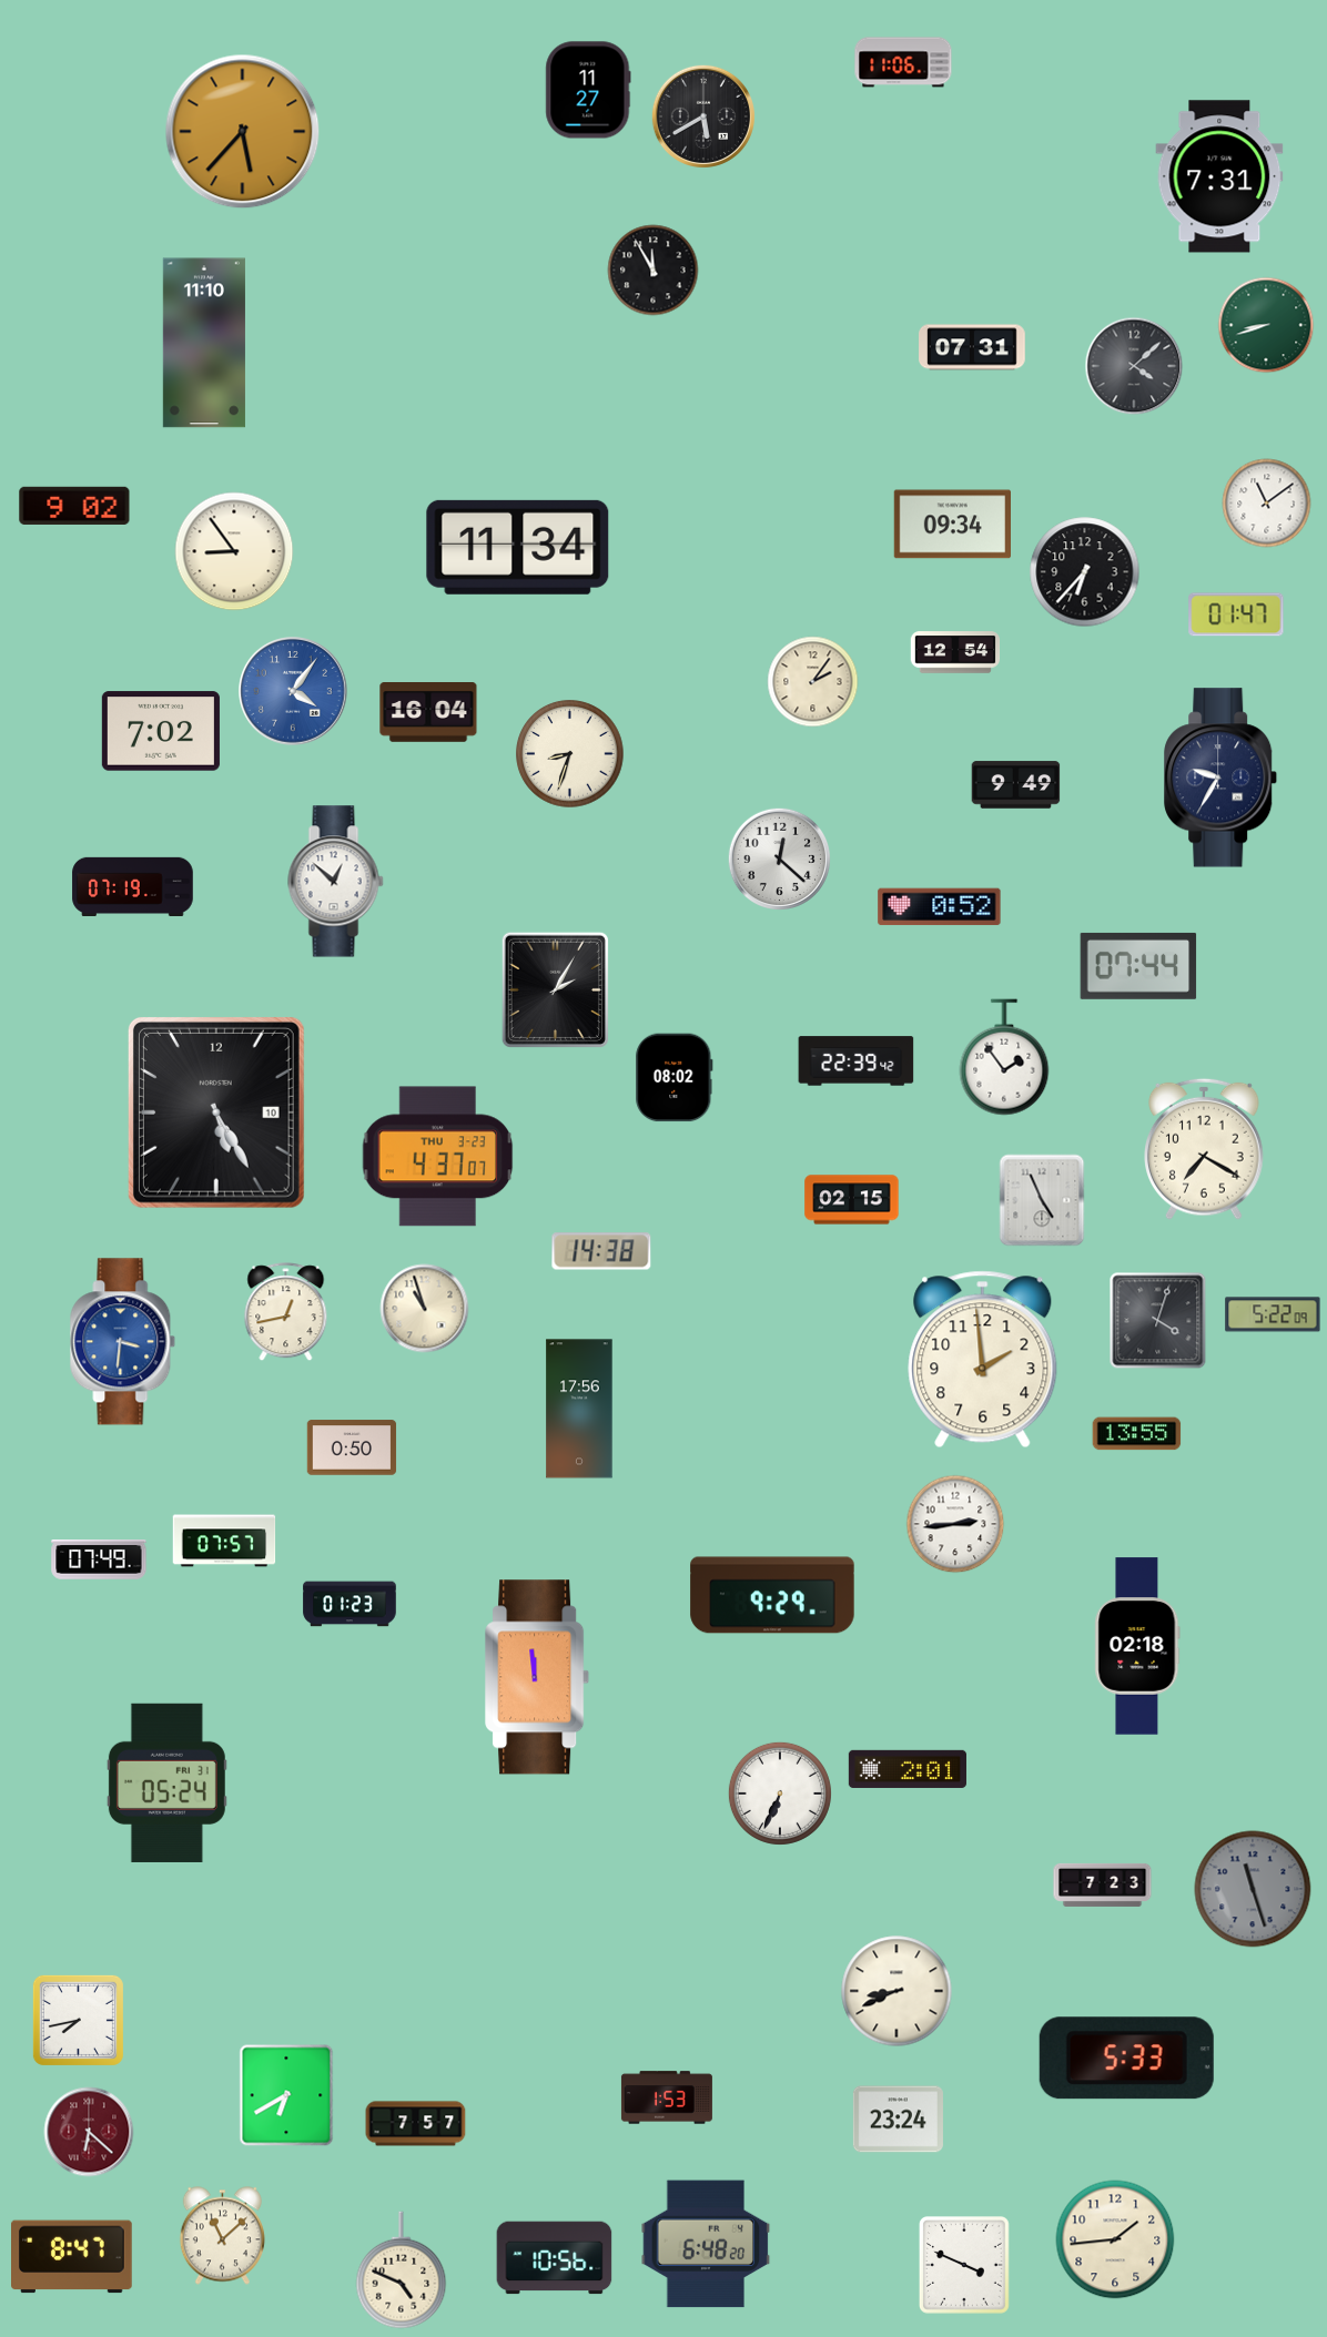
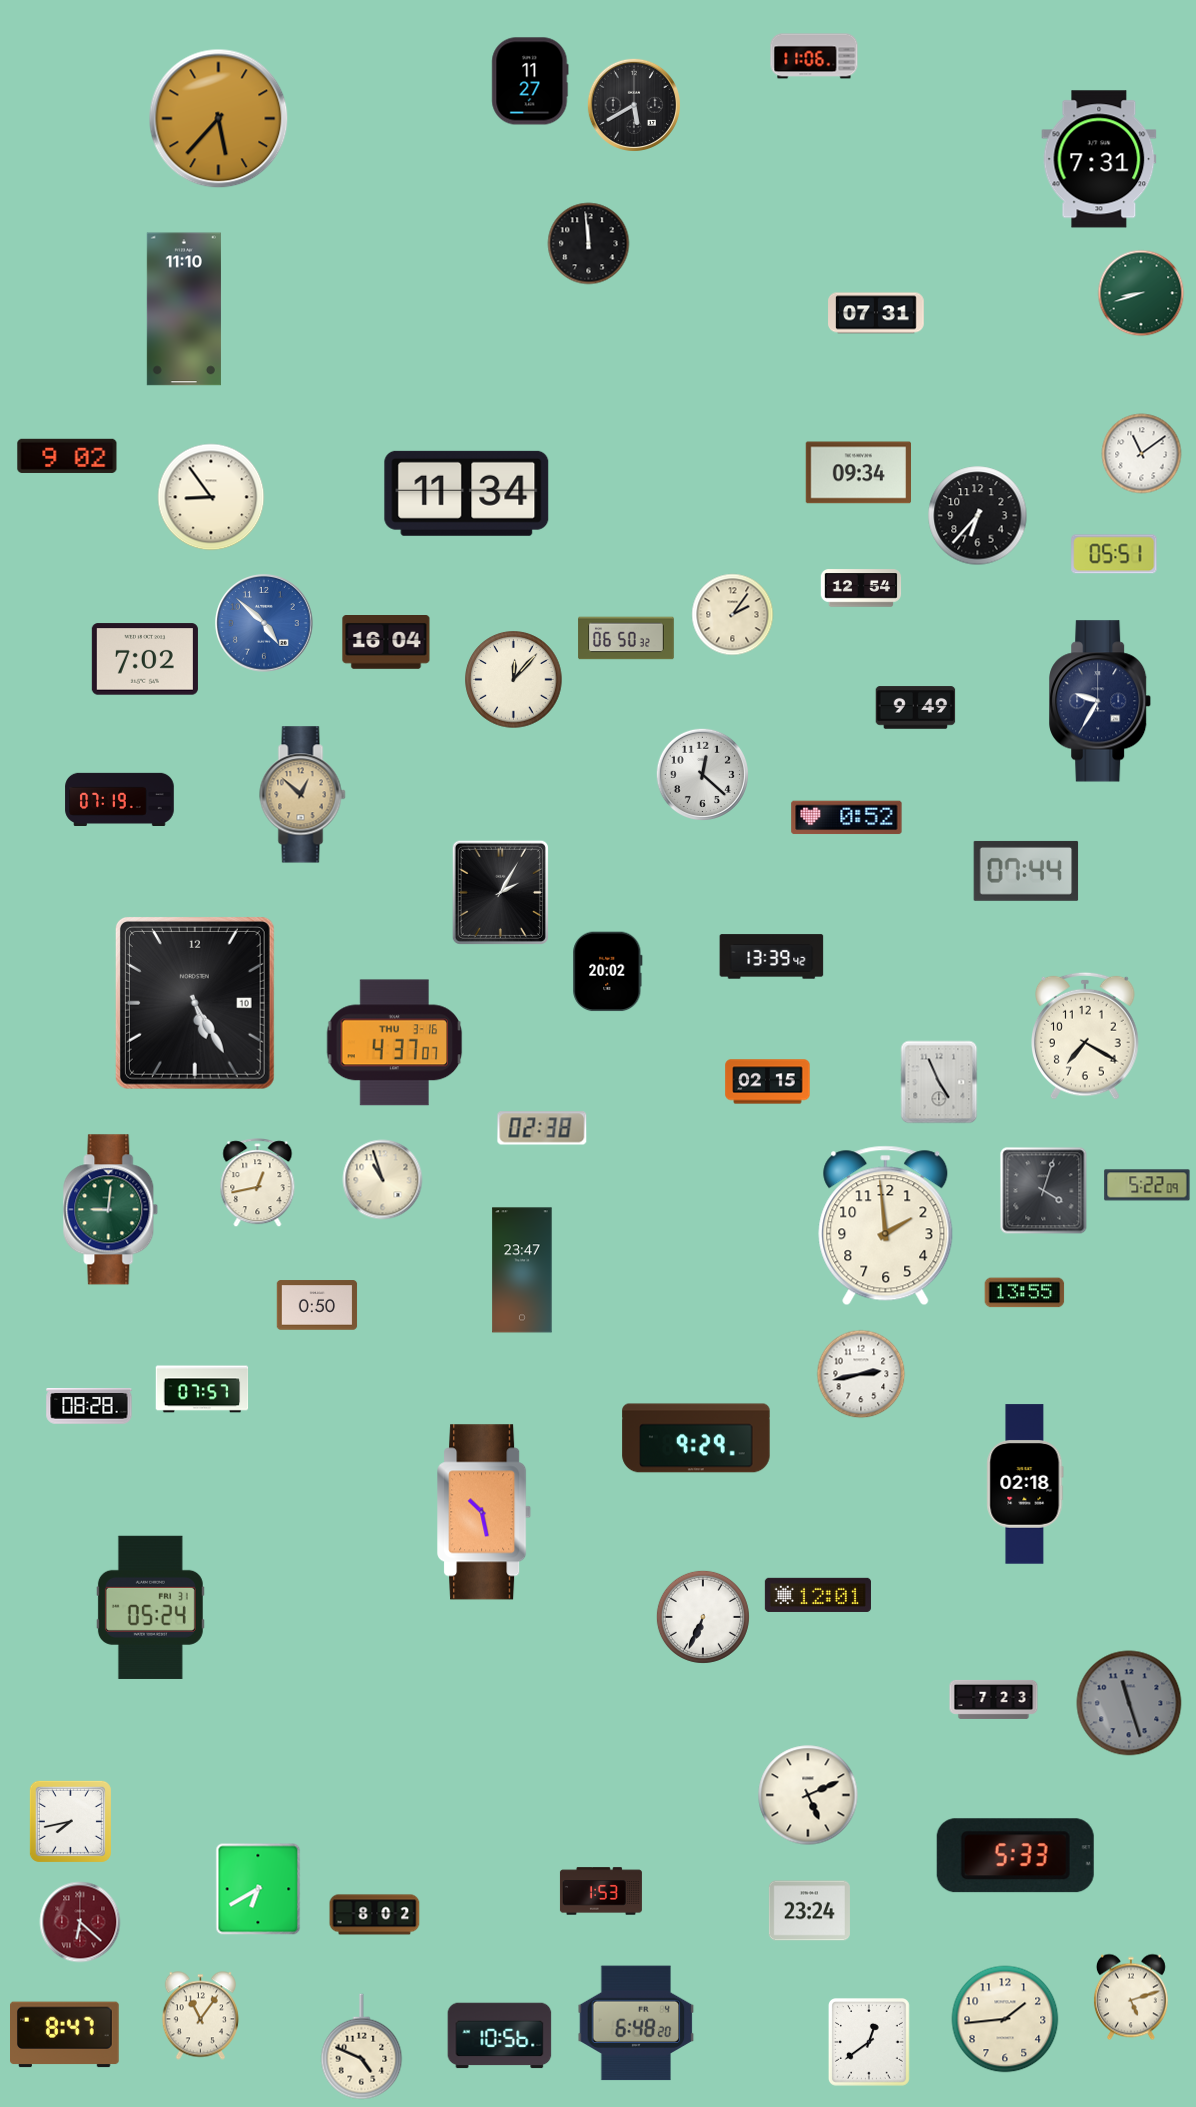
clock at (654, 271): 11:55 -> 11:59
clock at (1134, 366): 4:08 -> none
clock at (1236, 614): 01:47 -> 05:51
clock at (294, 692): 4:06 -> 4:52
clock at (626, 638): none -> 06:50
clock at (570, 754): 8:33 -> 12:07
clock at (336, 882) dial: white -> champagne
clock at (1004, 1057): 1:54 -> none
clock at (857, 1061): 22:39 -> 13:39
clock at (675, 1078): 08:02 -> 20:02
clock at (438, 1157) date: THU 3-23 -> THU 3-16
clock at (601, 1251): 14:38 -> 02:38
clock at (123, 1342): 3:31 -> 9:01
clock at (123, 1342) dial: blue -> green
clock at (579, 1409): 17:56 -> 23:47
clock at (955, 1524): 2:44 -> 2:43
clock at (99, 1559): 07:49 -> 08:28
clock at (350, 1604): 01:23 -> none
clock at (538, 1677): 11:59 -> 10:28
clock at (908, 1769): 2:01 -> 12:01
clock at (897, 1991): 8:41 -> 5:11
clock at (416, 2124): 7:57 -> 8:02
clock at (1131, 1997): none -> 5:12
clock at (222, 2236): 11:08 -> 11:06
clock at (965, 2266): 3:49 -> 12:39
